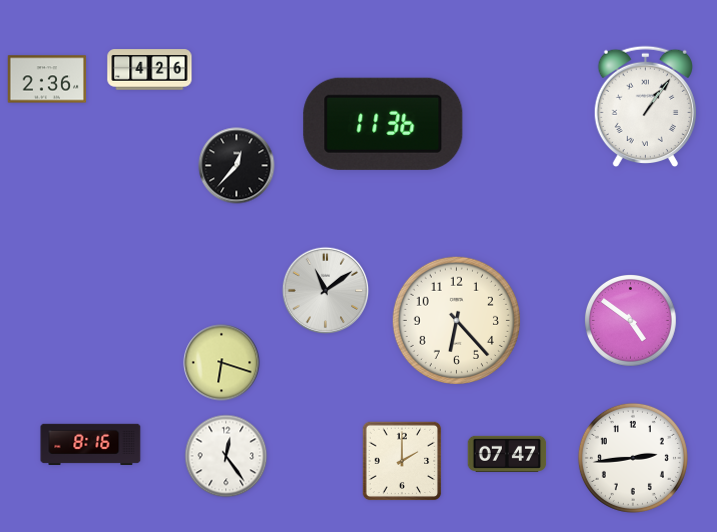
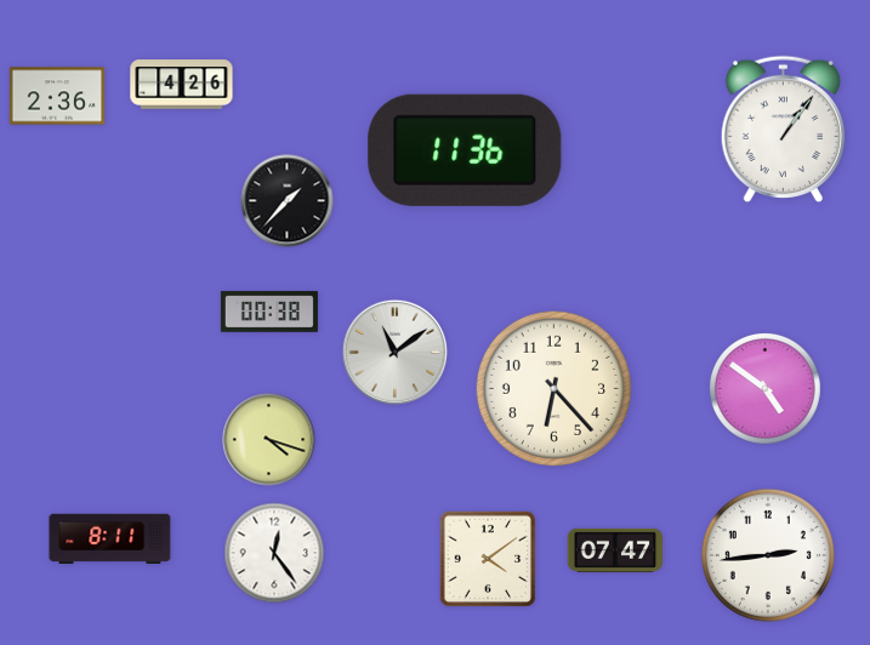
clock at (237, 166): 12:37 -> 1:37
clock at (269, 312): none -> 00:38
clock at (222, 363): 6:18 -> 4:18
clock at (91, 444): 8:16 -> 8:11
clock at (402, 461): 2:00 -> 4:09
